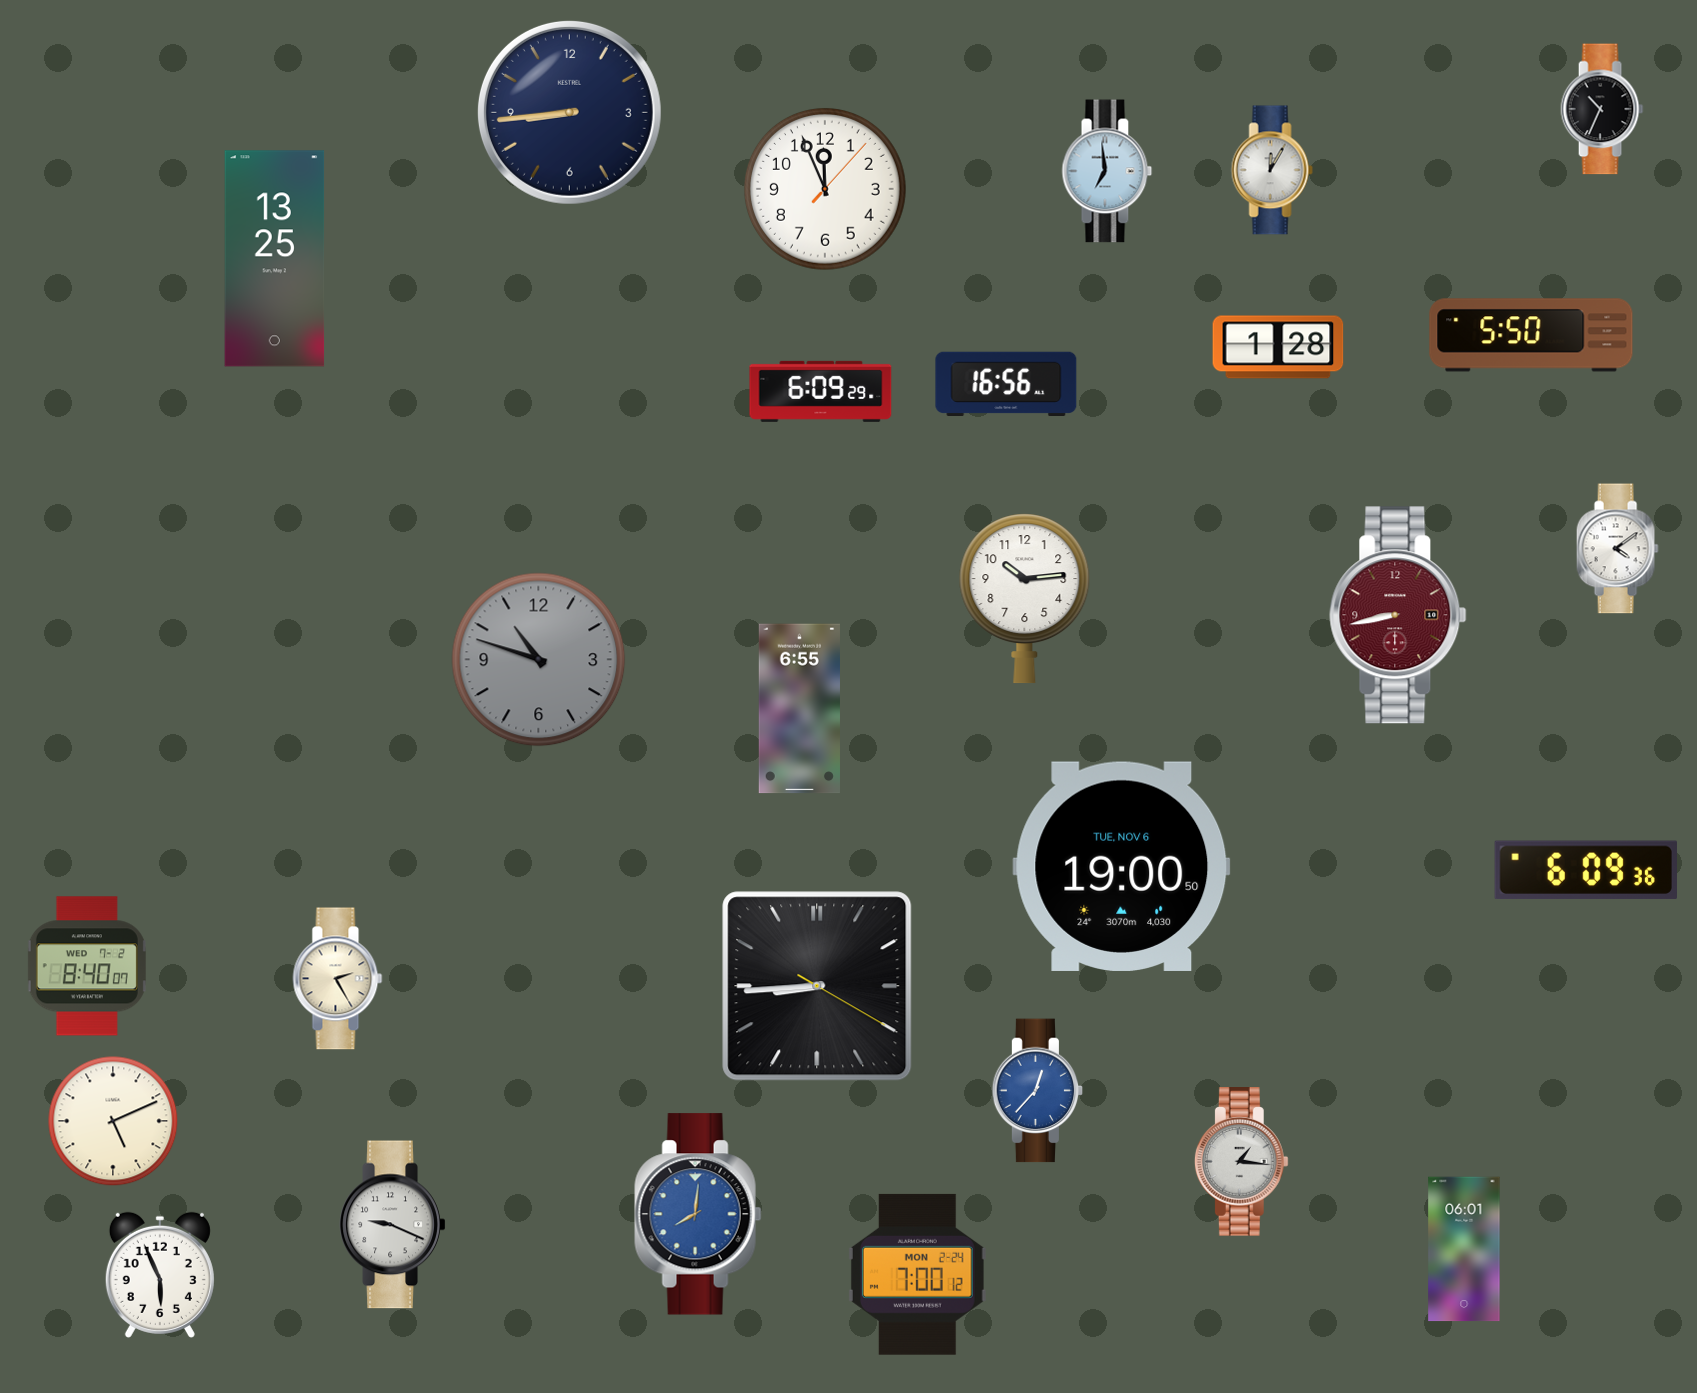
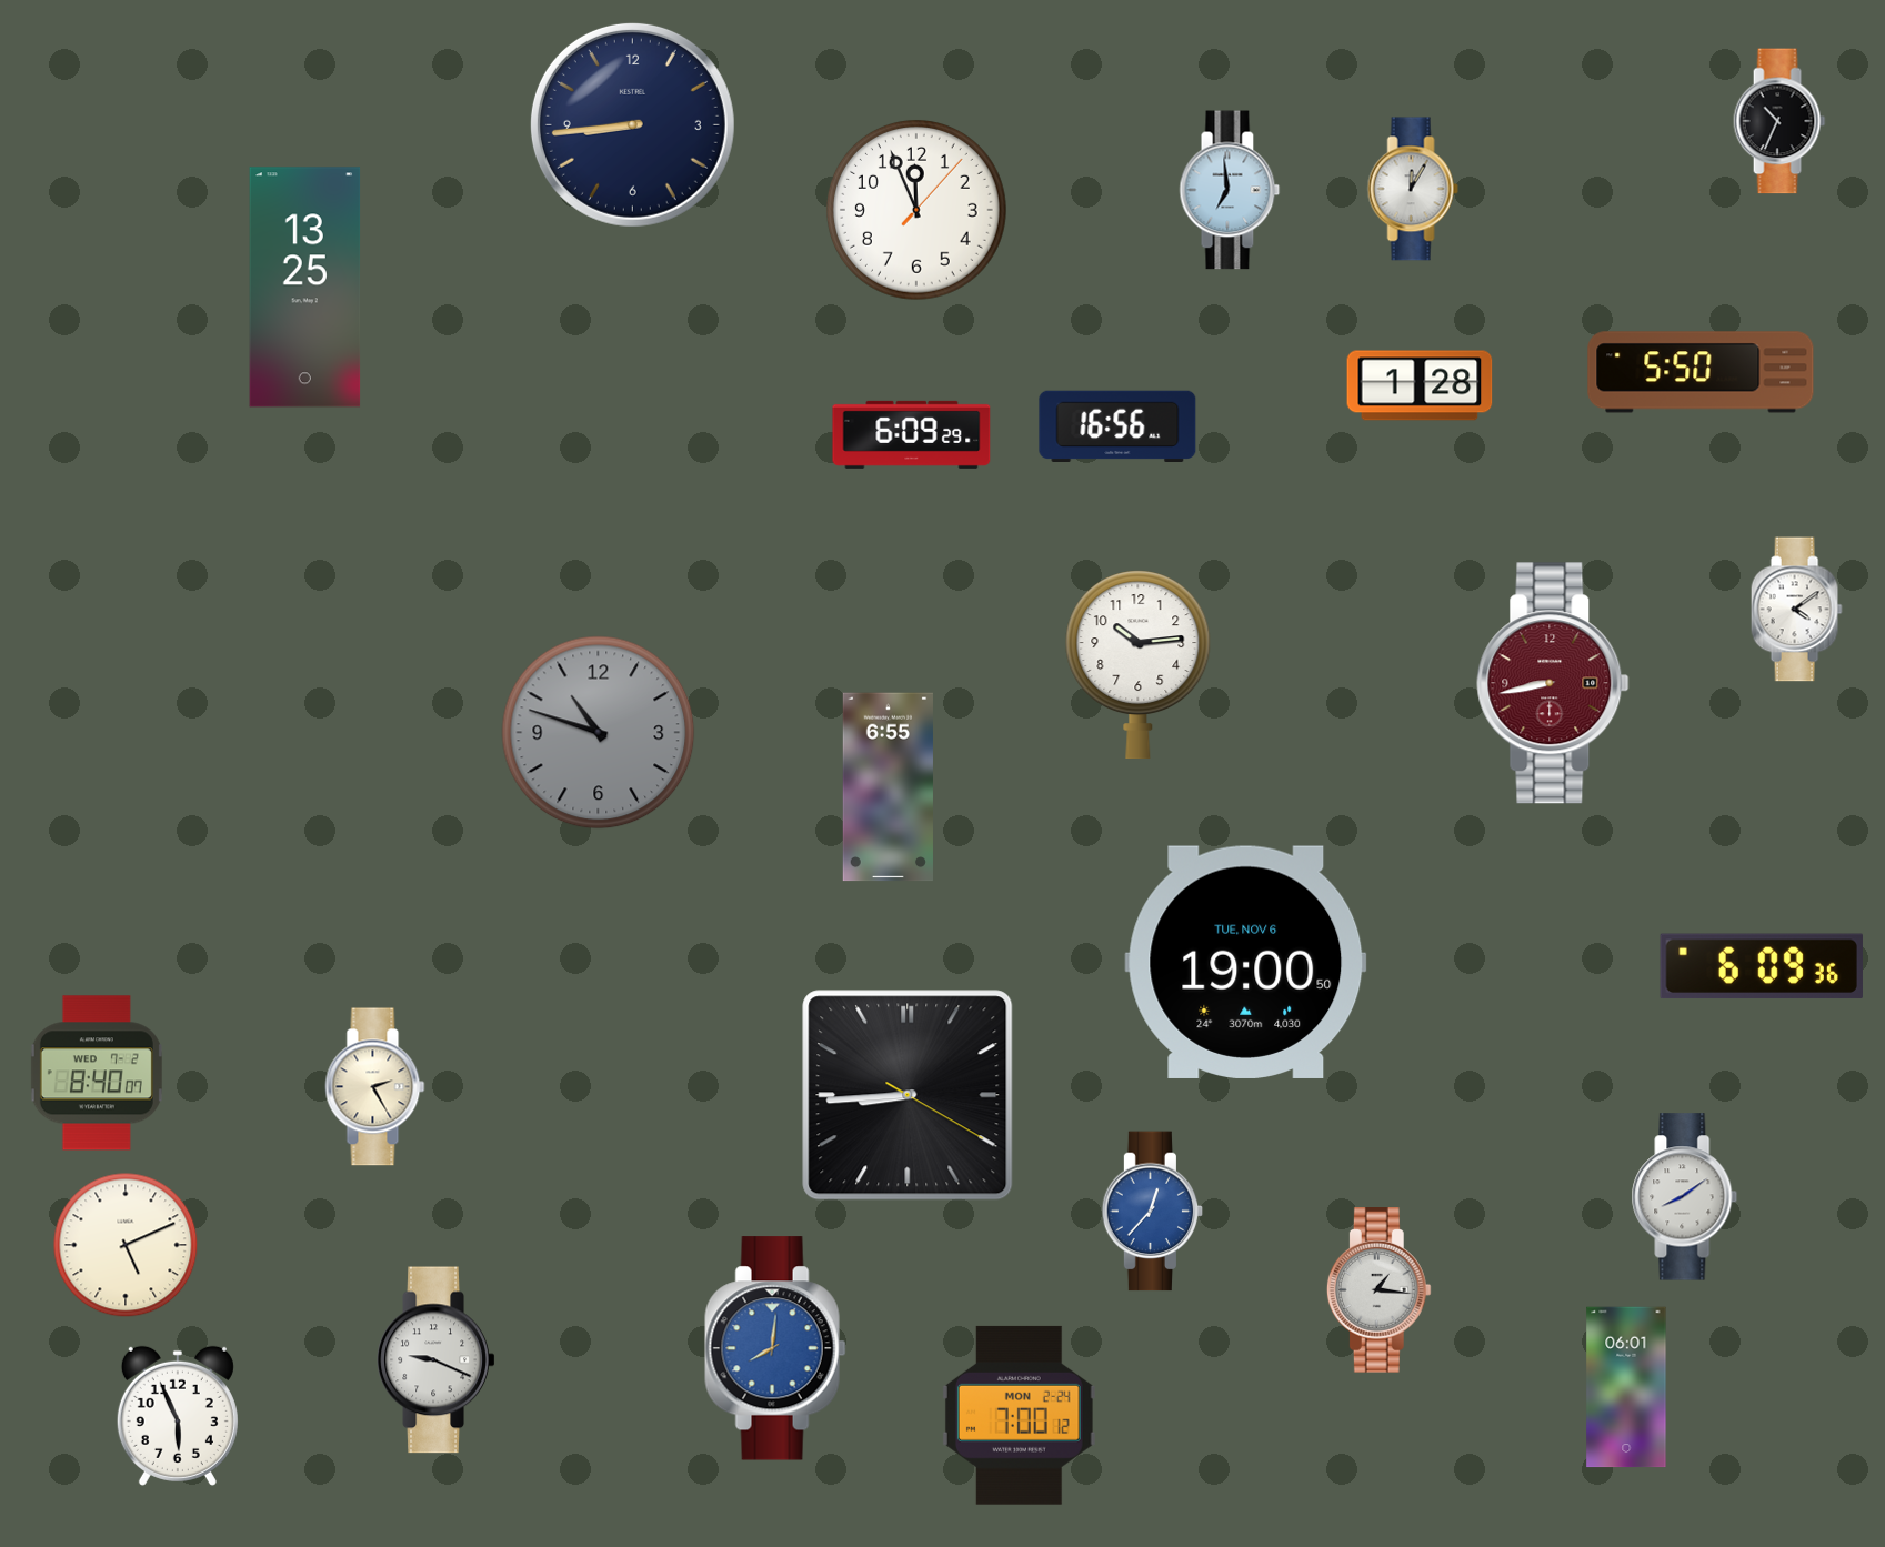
clock at (1685, 1197): none -> 8:09
